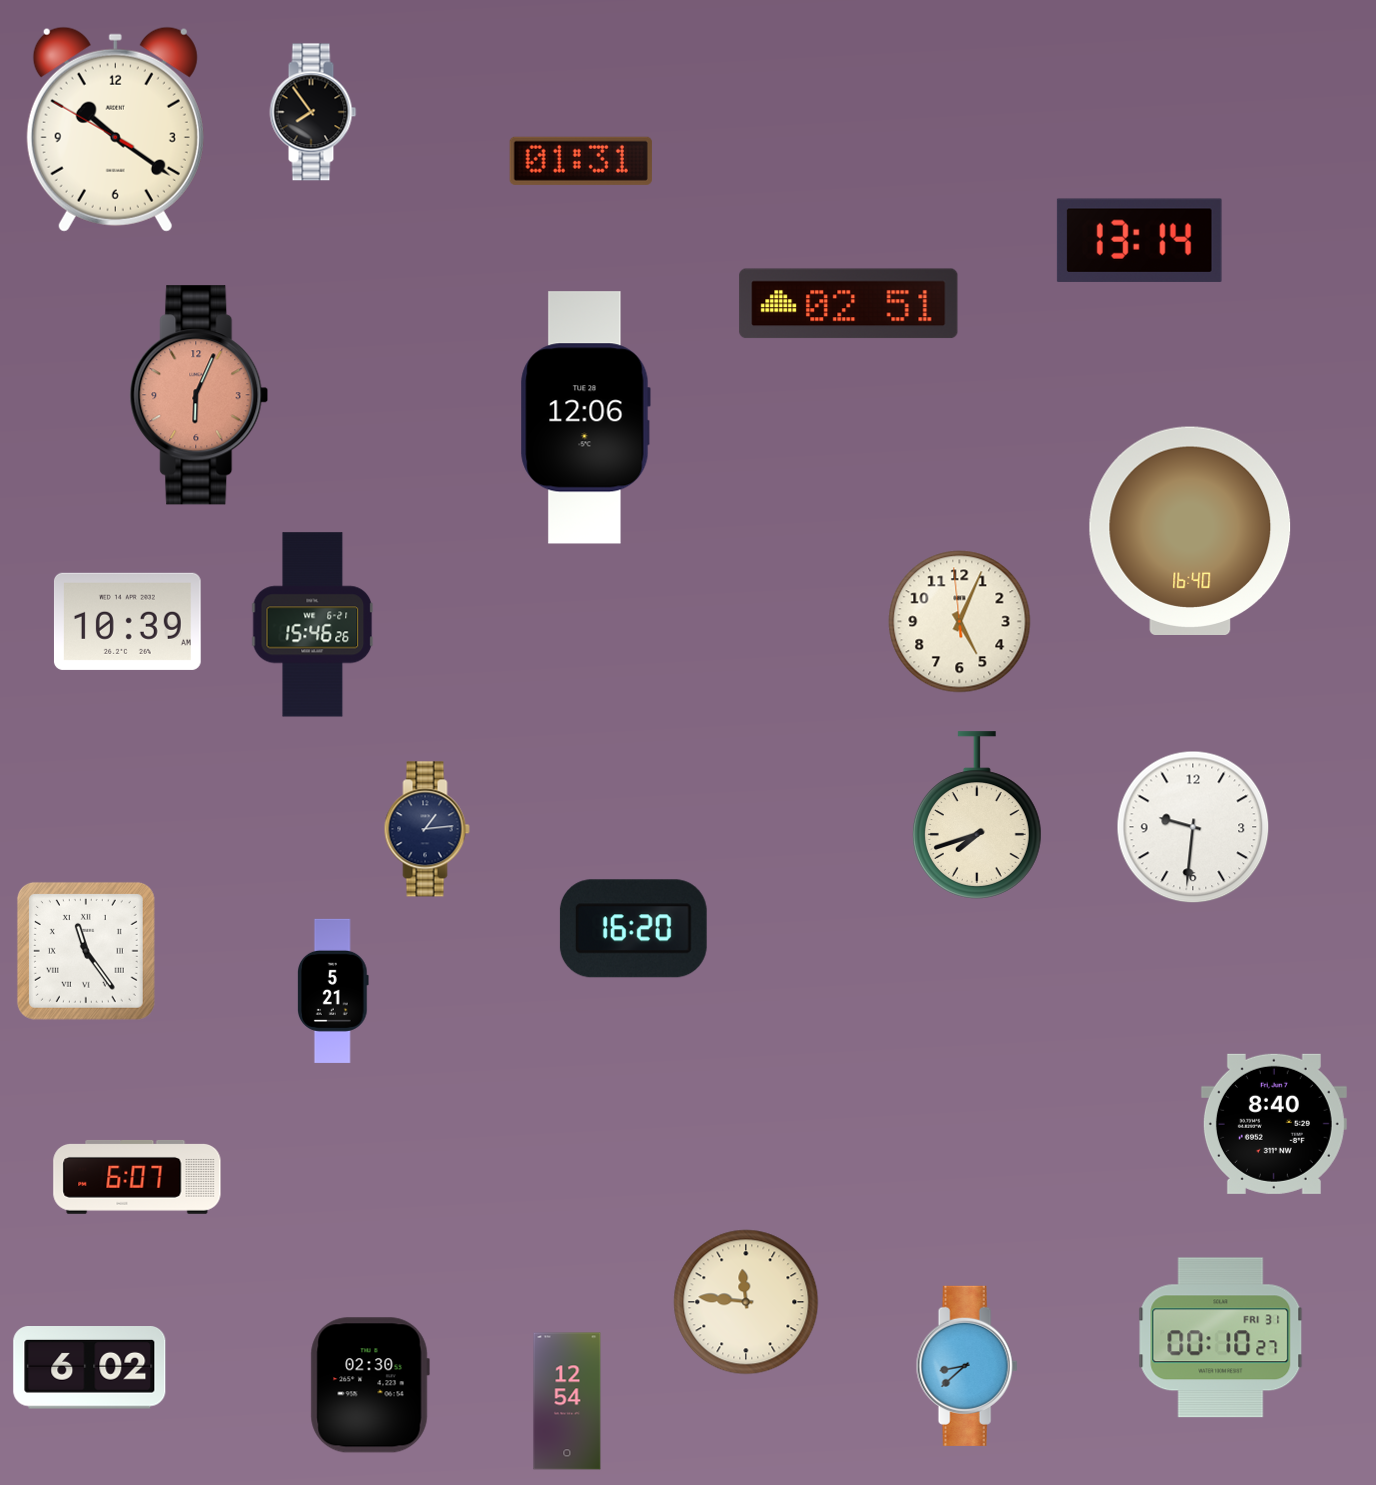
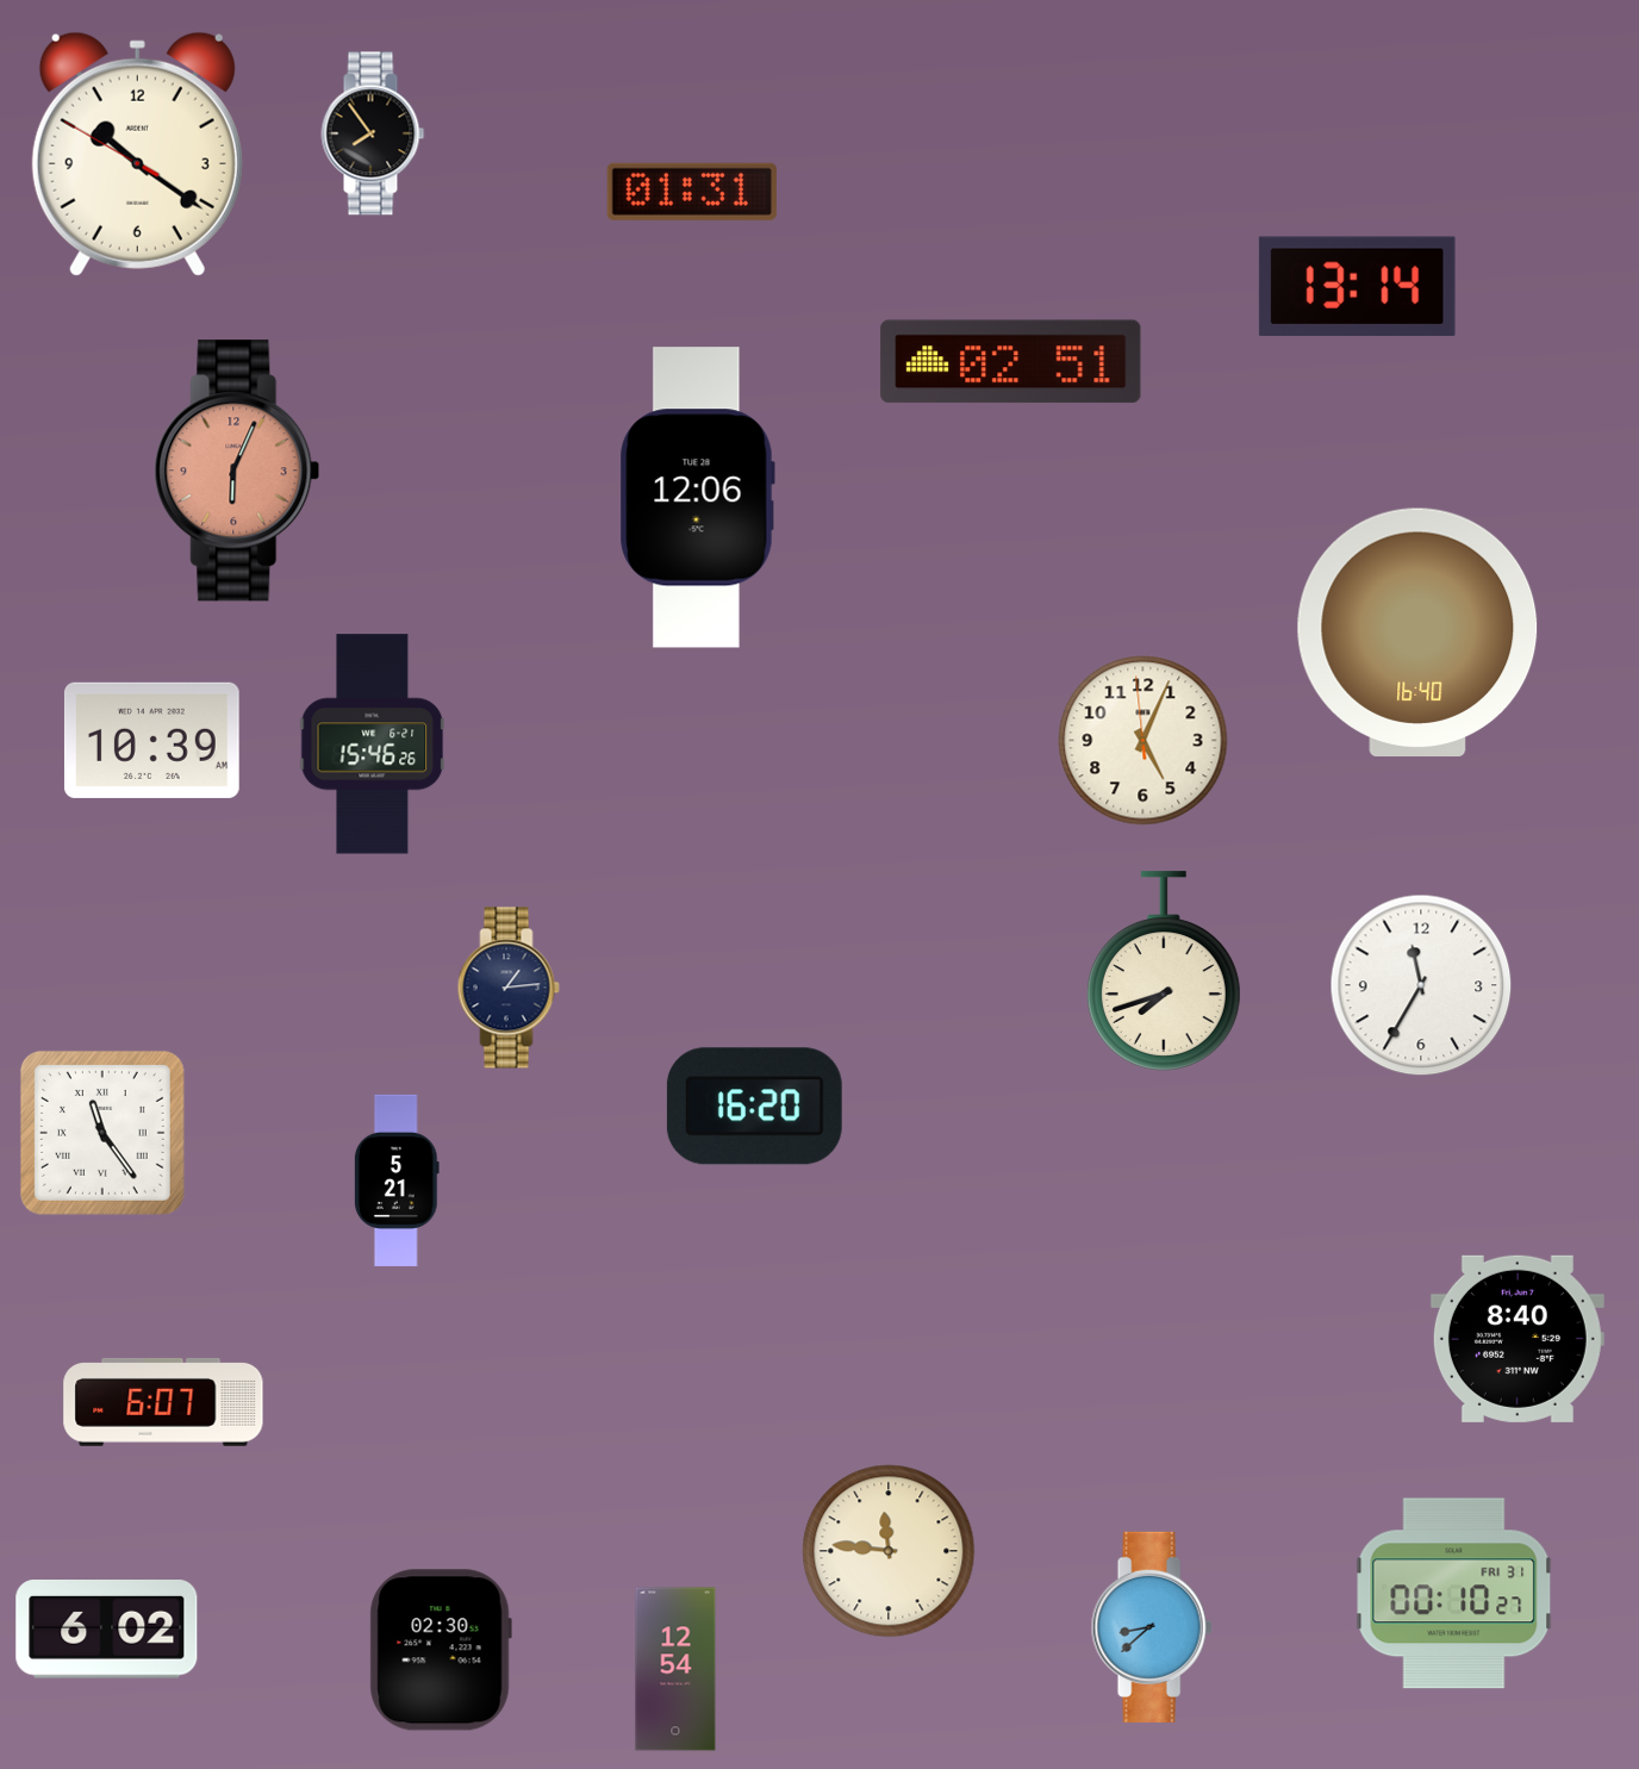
clock at (1193, 827): 9:31 -> 11:35
